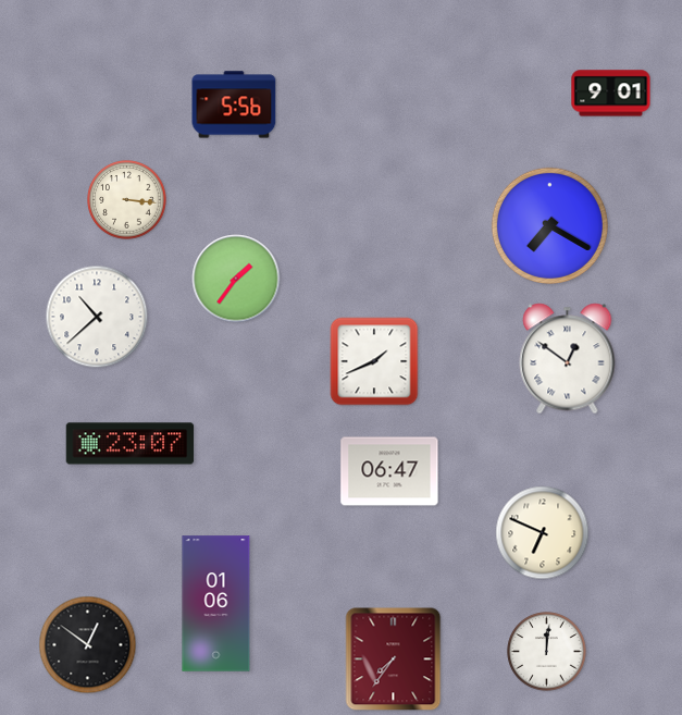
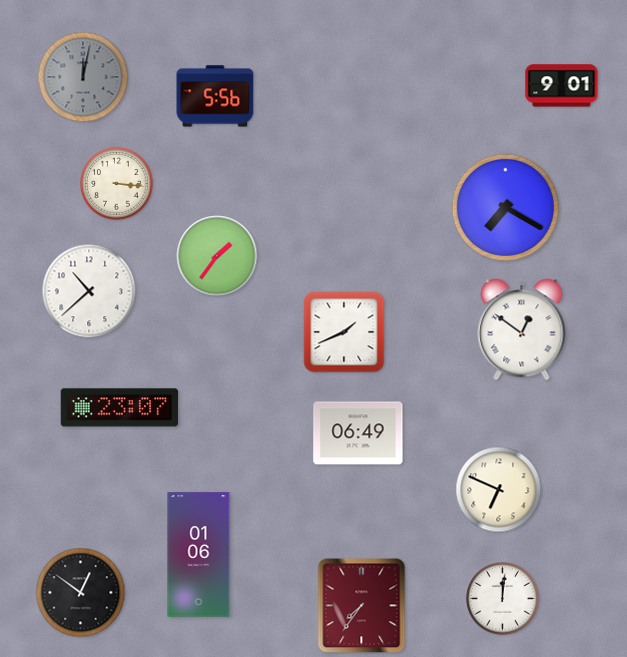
clock at (83, 77): none -> 12:02
clock at (389, 471): 06:47 -> 06:49
